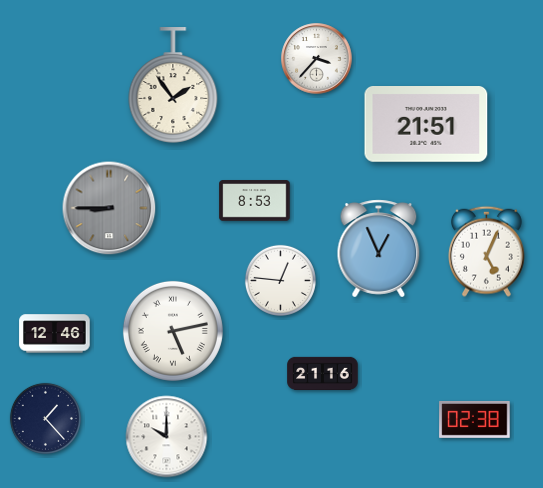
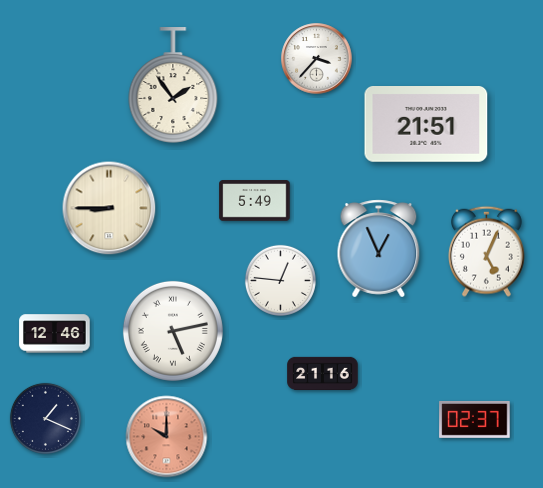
clock at (255, 201): 8:53 -> 5:49
clock at (109, 208) dial: grey -> cream
clock at (45, 418): 1:23 -> 1:19
clock at (475, 420): 02:38 -> 02:37
clock at (167, 437) dial: white -> salmon
